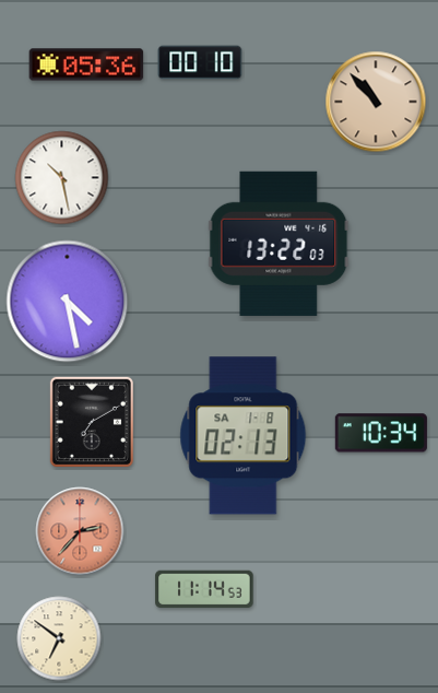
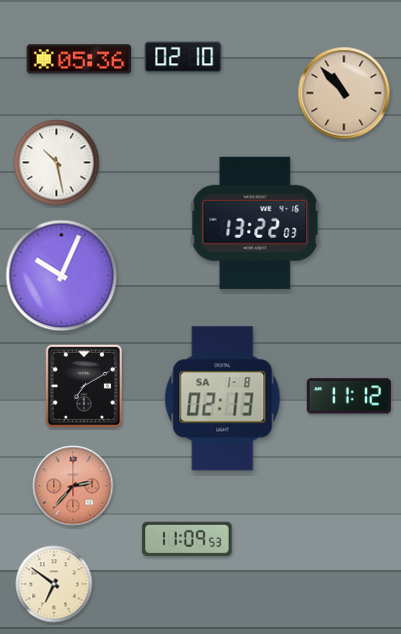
clock at (200, 62): 00:10 -> 02:10
clock at (68, 302): 4:28 -> 10:04
clock at (381, 433): 10:34 -> 11:12
clock at (204, 589): 11:14 -> 11:09
